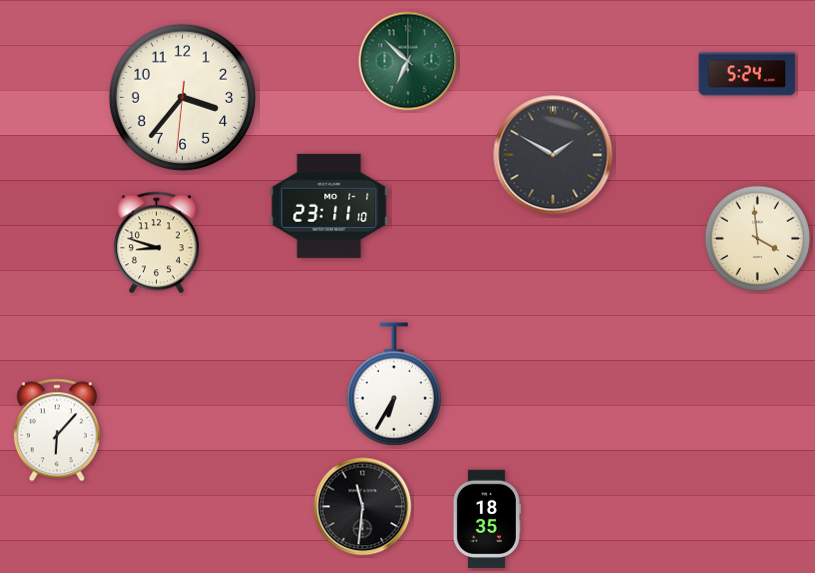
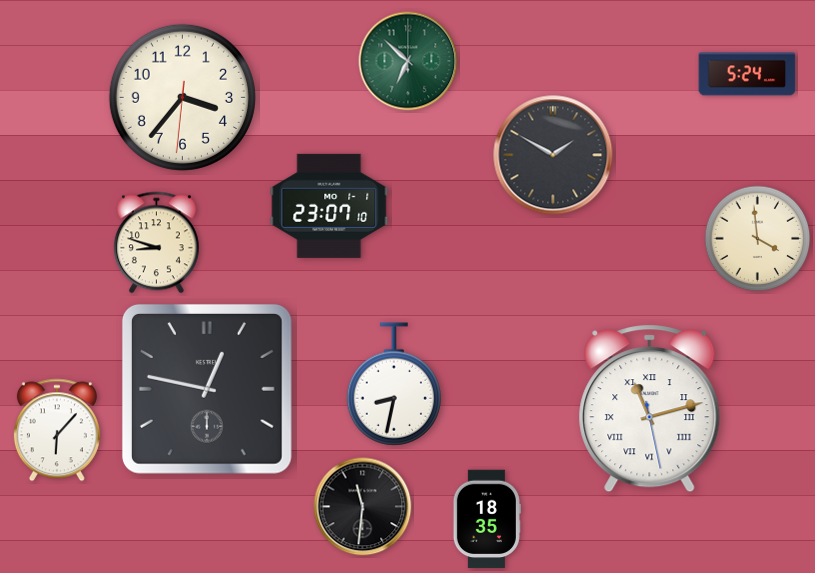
clock at (329, 206): 23:11 -> 23:07
clock at (394, 384): 6:35 -> 8:32
clock at (207, 389): none -> 12:47
clock at (650, 409): none -> 11:12
